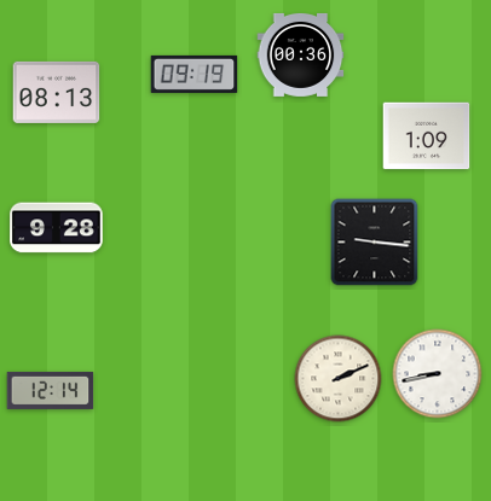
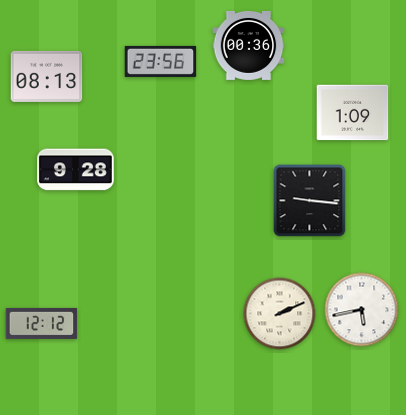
clock at (195, 74): 09:19 -> 23:56
clock at (57, 228) position: (57, 228) -> (76, 170)
clock at (438, 374): 8:43 -> 5:43
clock at (51, 390): 12:14 -> 12:12
